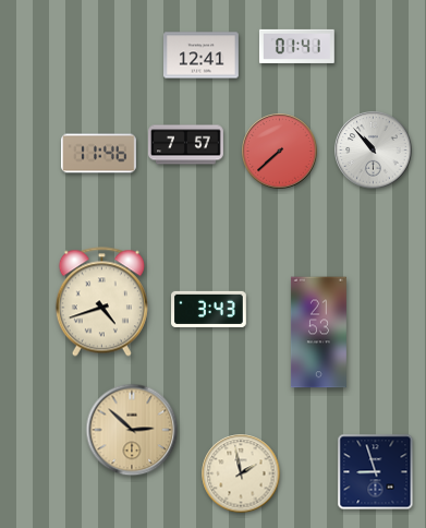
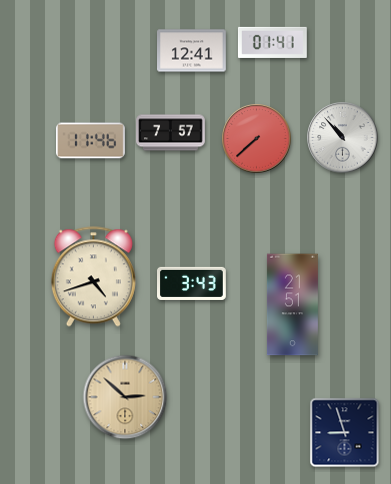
clock at (202, 56) position: (202, 56) -> (192, 51)
clock at (318, 333): 21:53 -> 21:51
clock at (132, 430) position: (132, 430) -> (125, 397)
clock at (241, 473): 1:58 -> none
